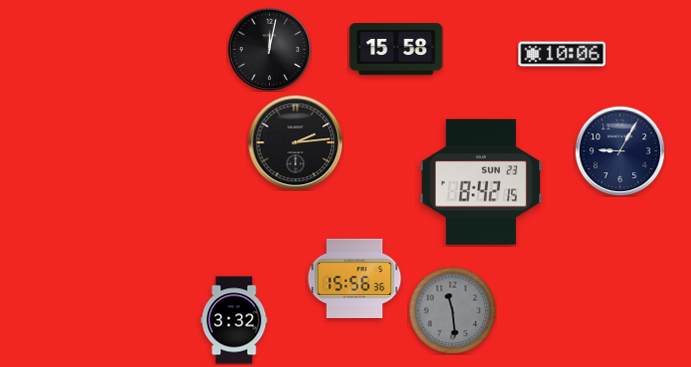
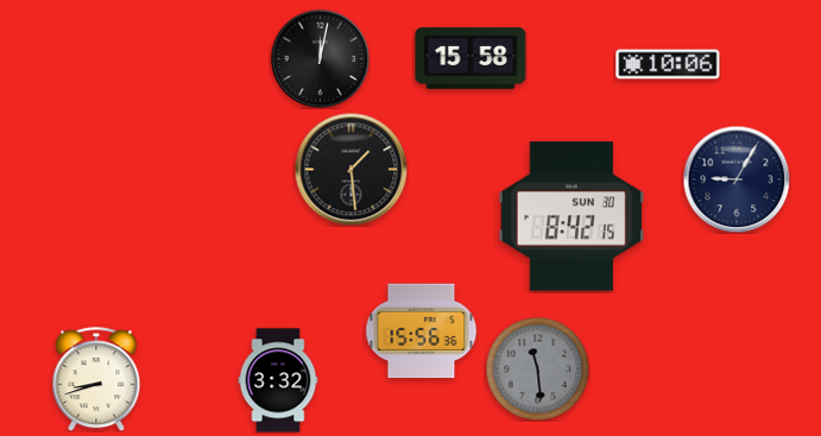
clock at (295, 142): 2:14 -> 1:29
clock at (481, 182) date: SUN 23 -> SUN 30
clock at (96, 379): none -> 8:42
